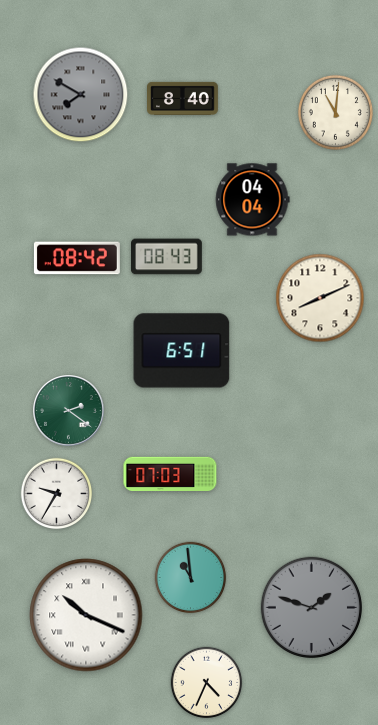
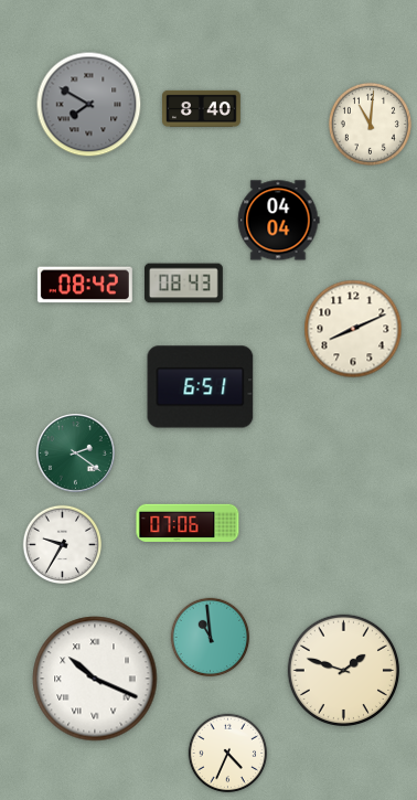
clock at (170, 474): 07:03 -> 07:06
clock at (311, 607) dial: grey -> cream
